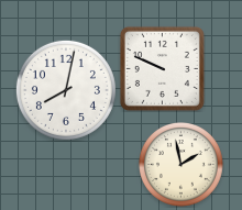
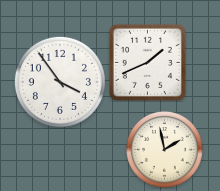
clock at (162, 68): 9:49 -> 1:41
clock at (66, 90): 8:02 -> 3:54
